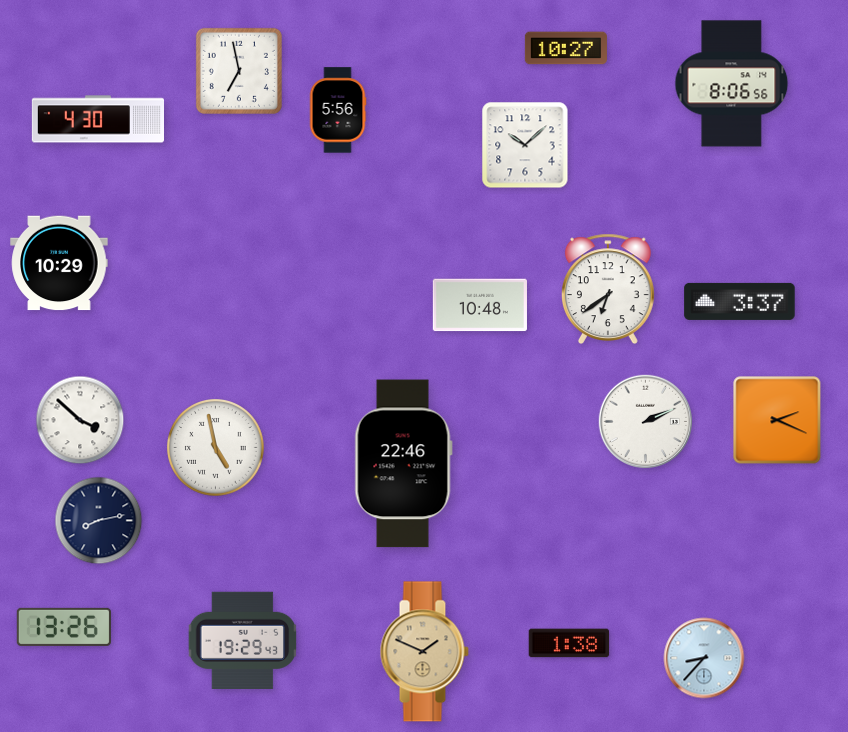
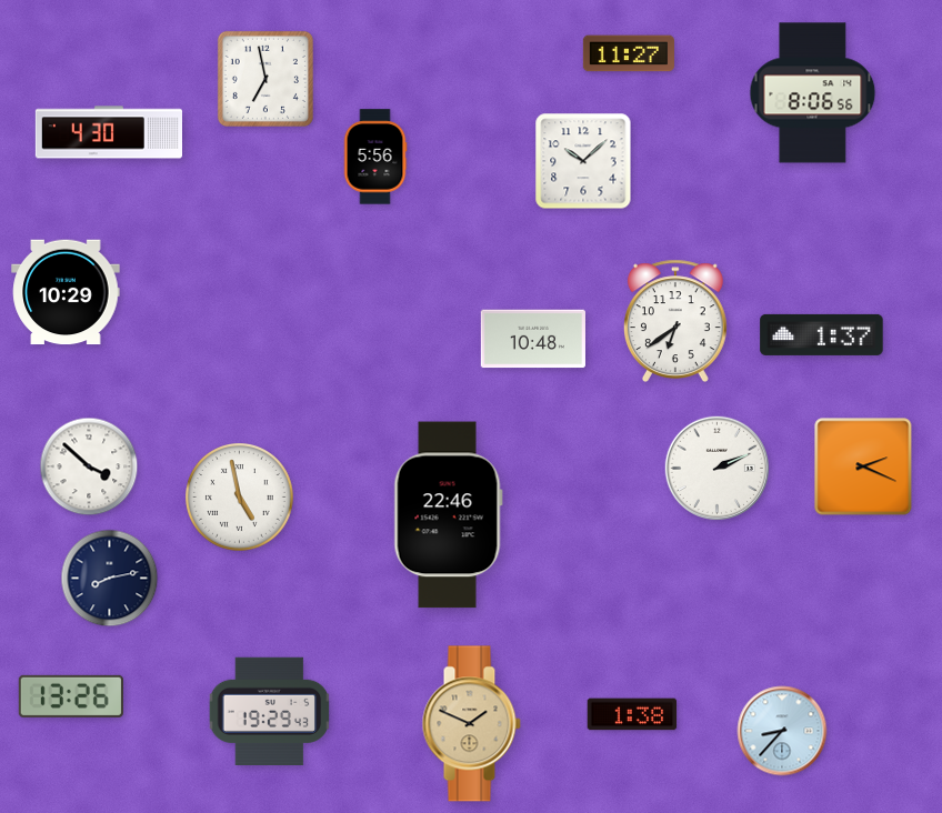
clock at (566, 48): 10:27 -> 11:27
clock at (338, 110) position: (338, 110) -> (375, 157)
clock at (740, 301): 3:37 -> 1:37
